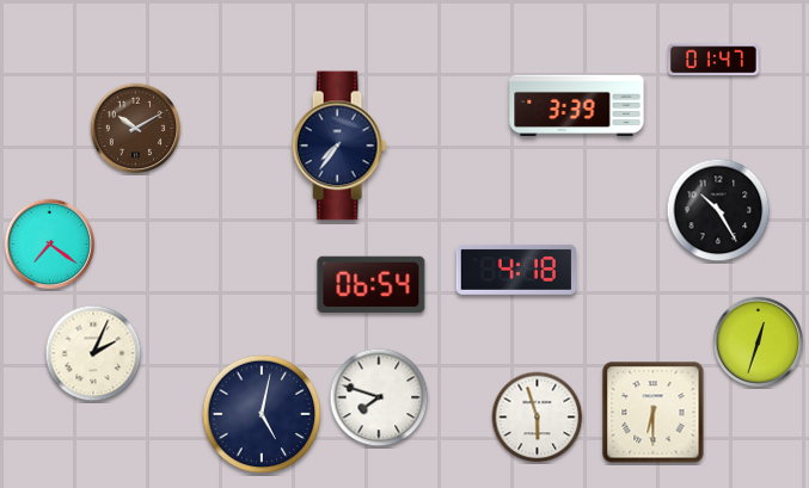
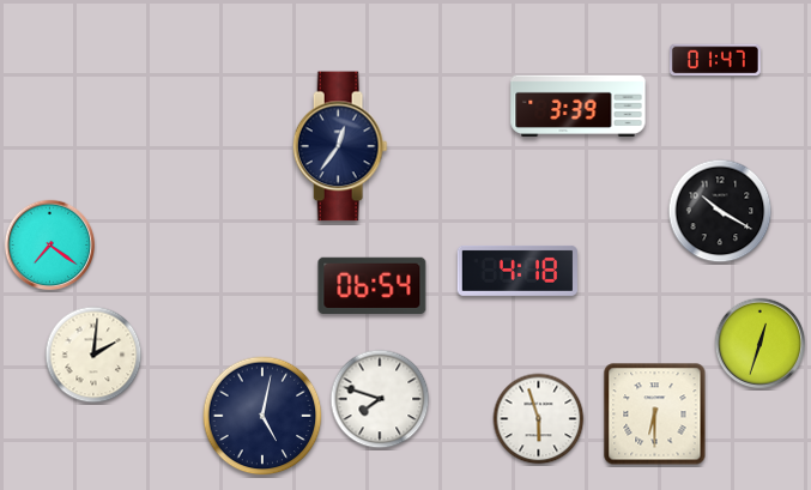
clock at (136, 129): 10:10 -> none
clock at (339, 146): 7:36 -> 12:36
clock at (718, 210): 10:25 -> 10:20
clock at (93, 353): 2:04 -> 2:01
